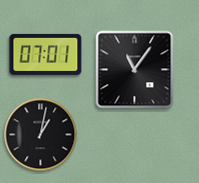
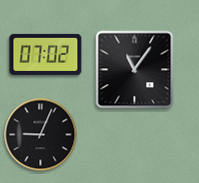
clock at (46, 54): 07:01 -> 07:02
clock at (41, 135): 1:02 -> 9:04
